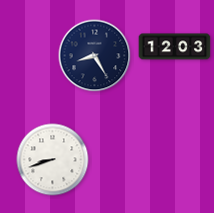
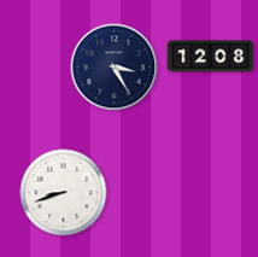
clock at (175, 47): 12:03 -> 12:08
clock at (95, 56): 8:25 -> 3:25
